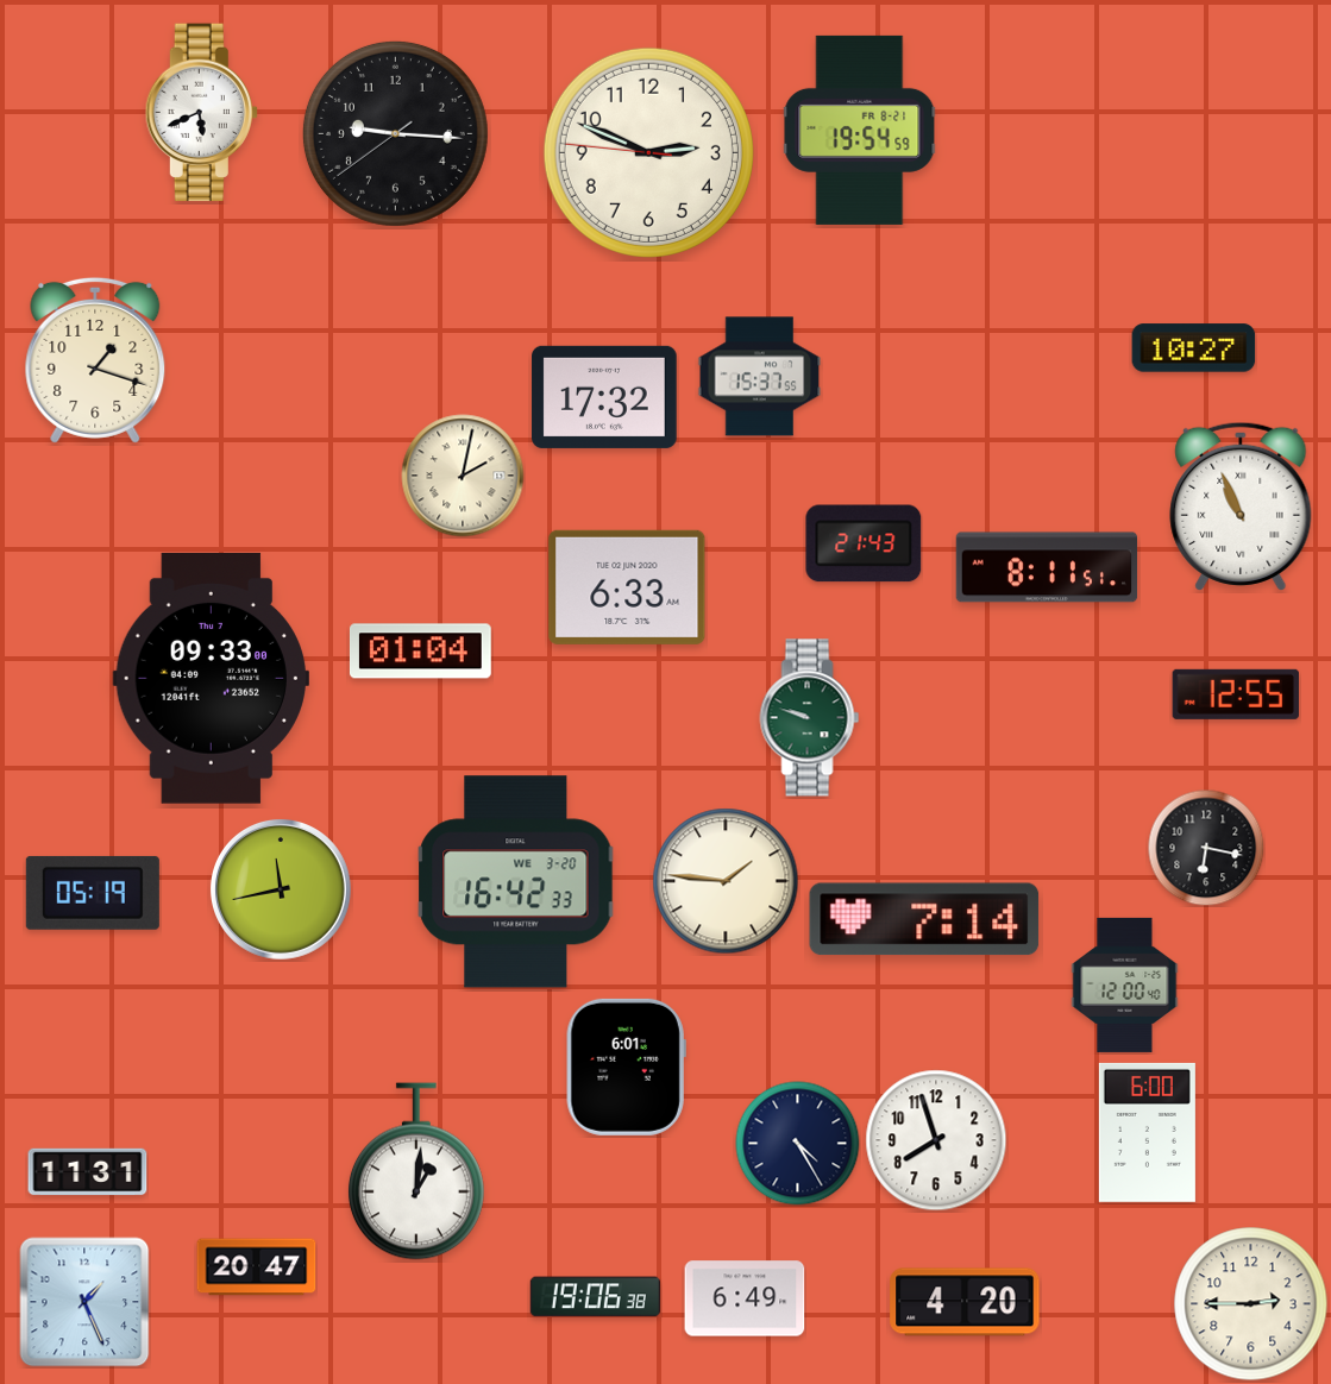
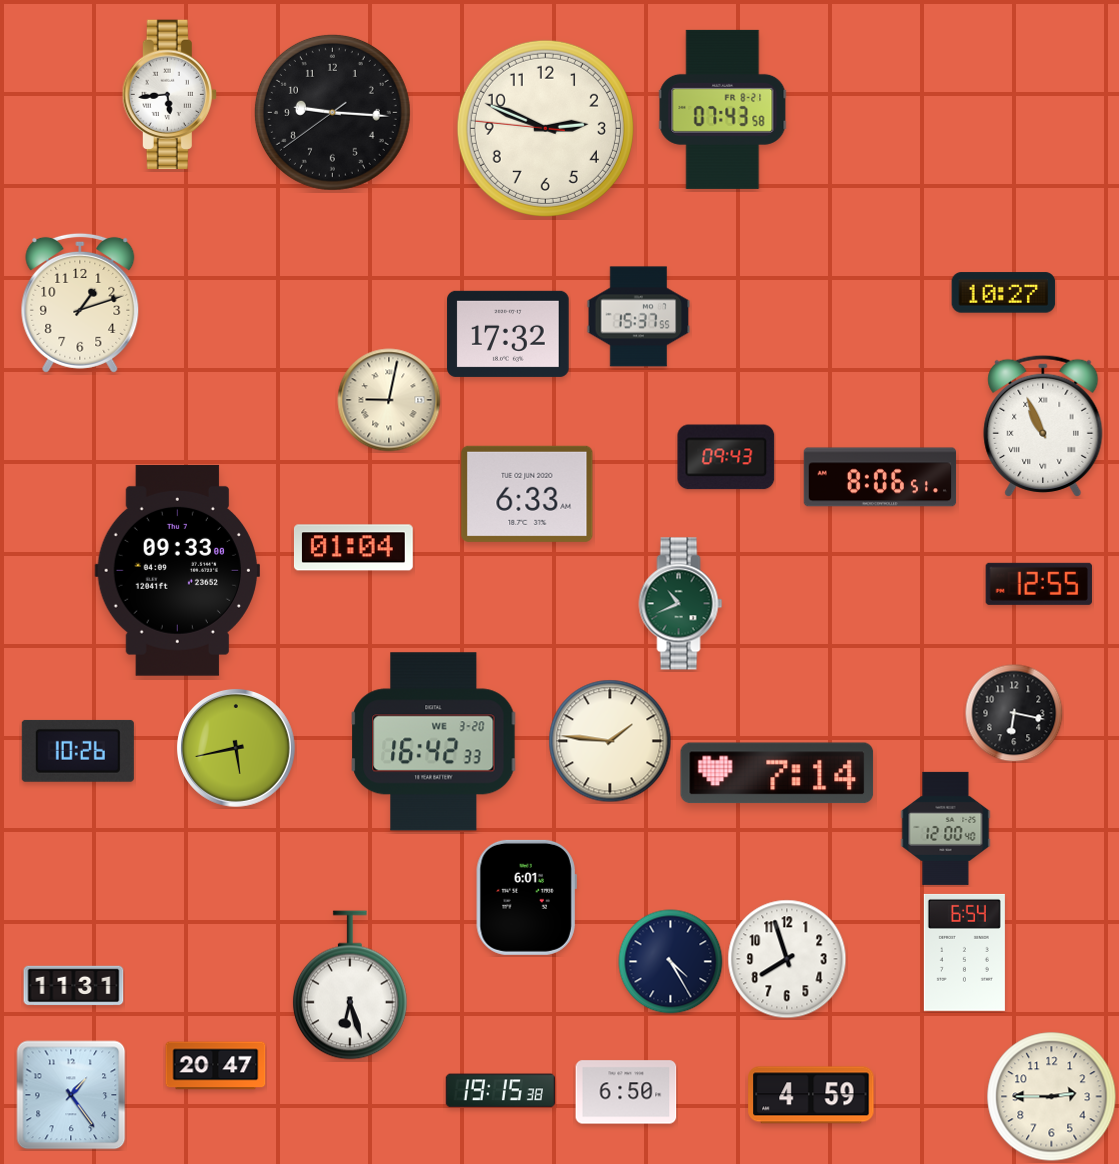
clock at (201, 113): 5:41 -> 5:44
clock at (860, 130): 19:54 -> 07:43
clock at (95, 360): 1:18 -> 1:12
clock at (463, 476): 2:02 -> 9:02
clock at (864, 543): 21:43 -> 09:43
clock at (1047, 567): 8:11 -> 8:06
clock at (810, 718): 9:48 -> 10:41
clock at (281, 889): 11:43 -> 5:43
clock at (93, 893): 05:19 -> 10:26
clock at (1147, 1132): 6:00 -> 6:54
clock at (416, 1171): 1:01 -> 6:27
clock at (595, 1297): 19:06 -> 19:15
clock at (745, 1298): 6:49 -> 6:50
clock at (84, 1302): 1:26 -> 1:24
clock at (965, 1302): 4:20 -> 4:59
